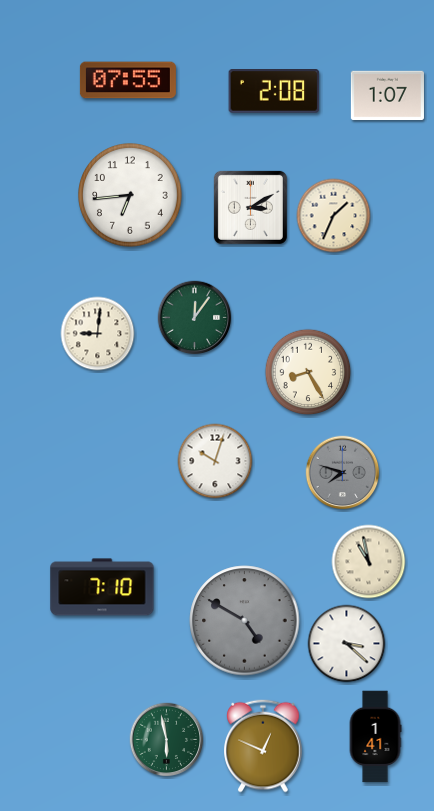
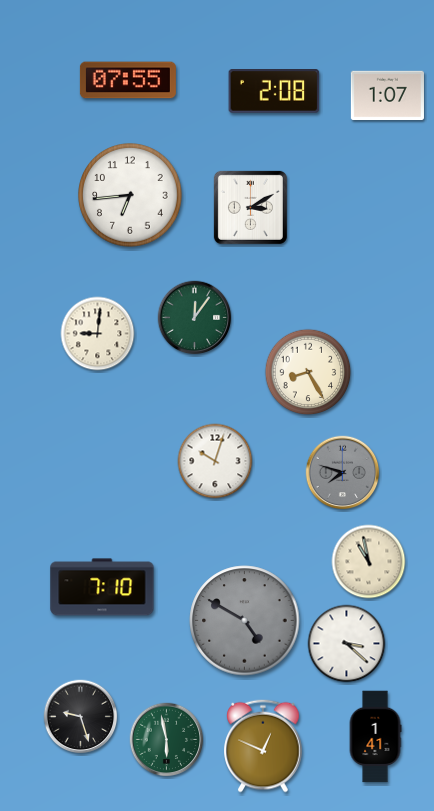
clock at (334, 216): 1:34 -> none
clock at (81, 717): none -> 9:27
